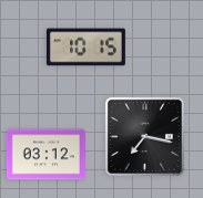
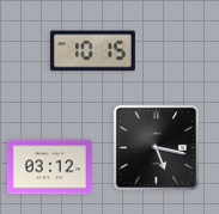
clock at (144, 136): 7:17 -> 5:17
